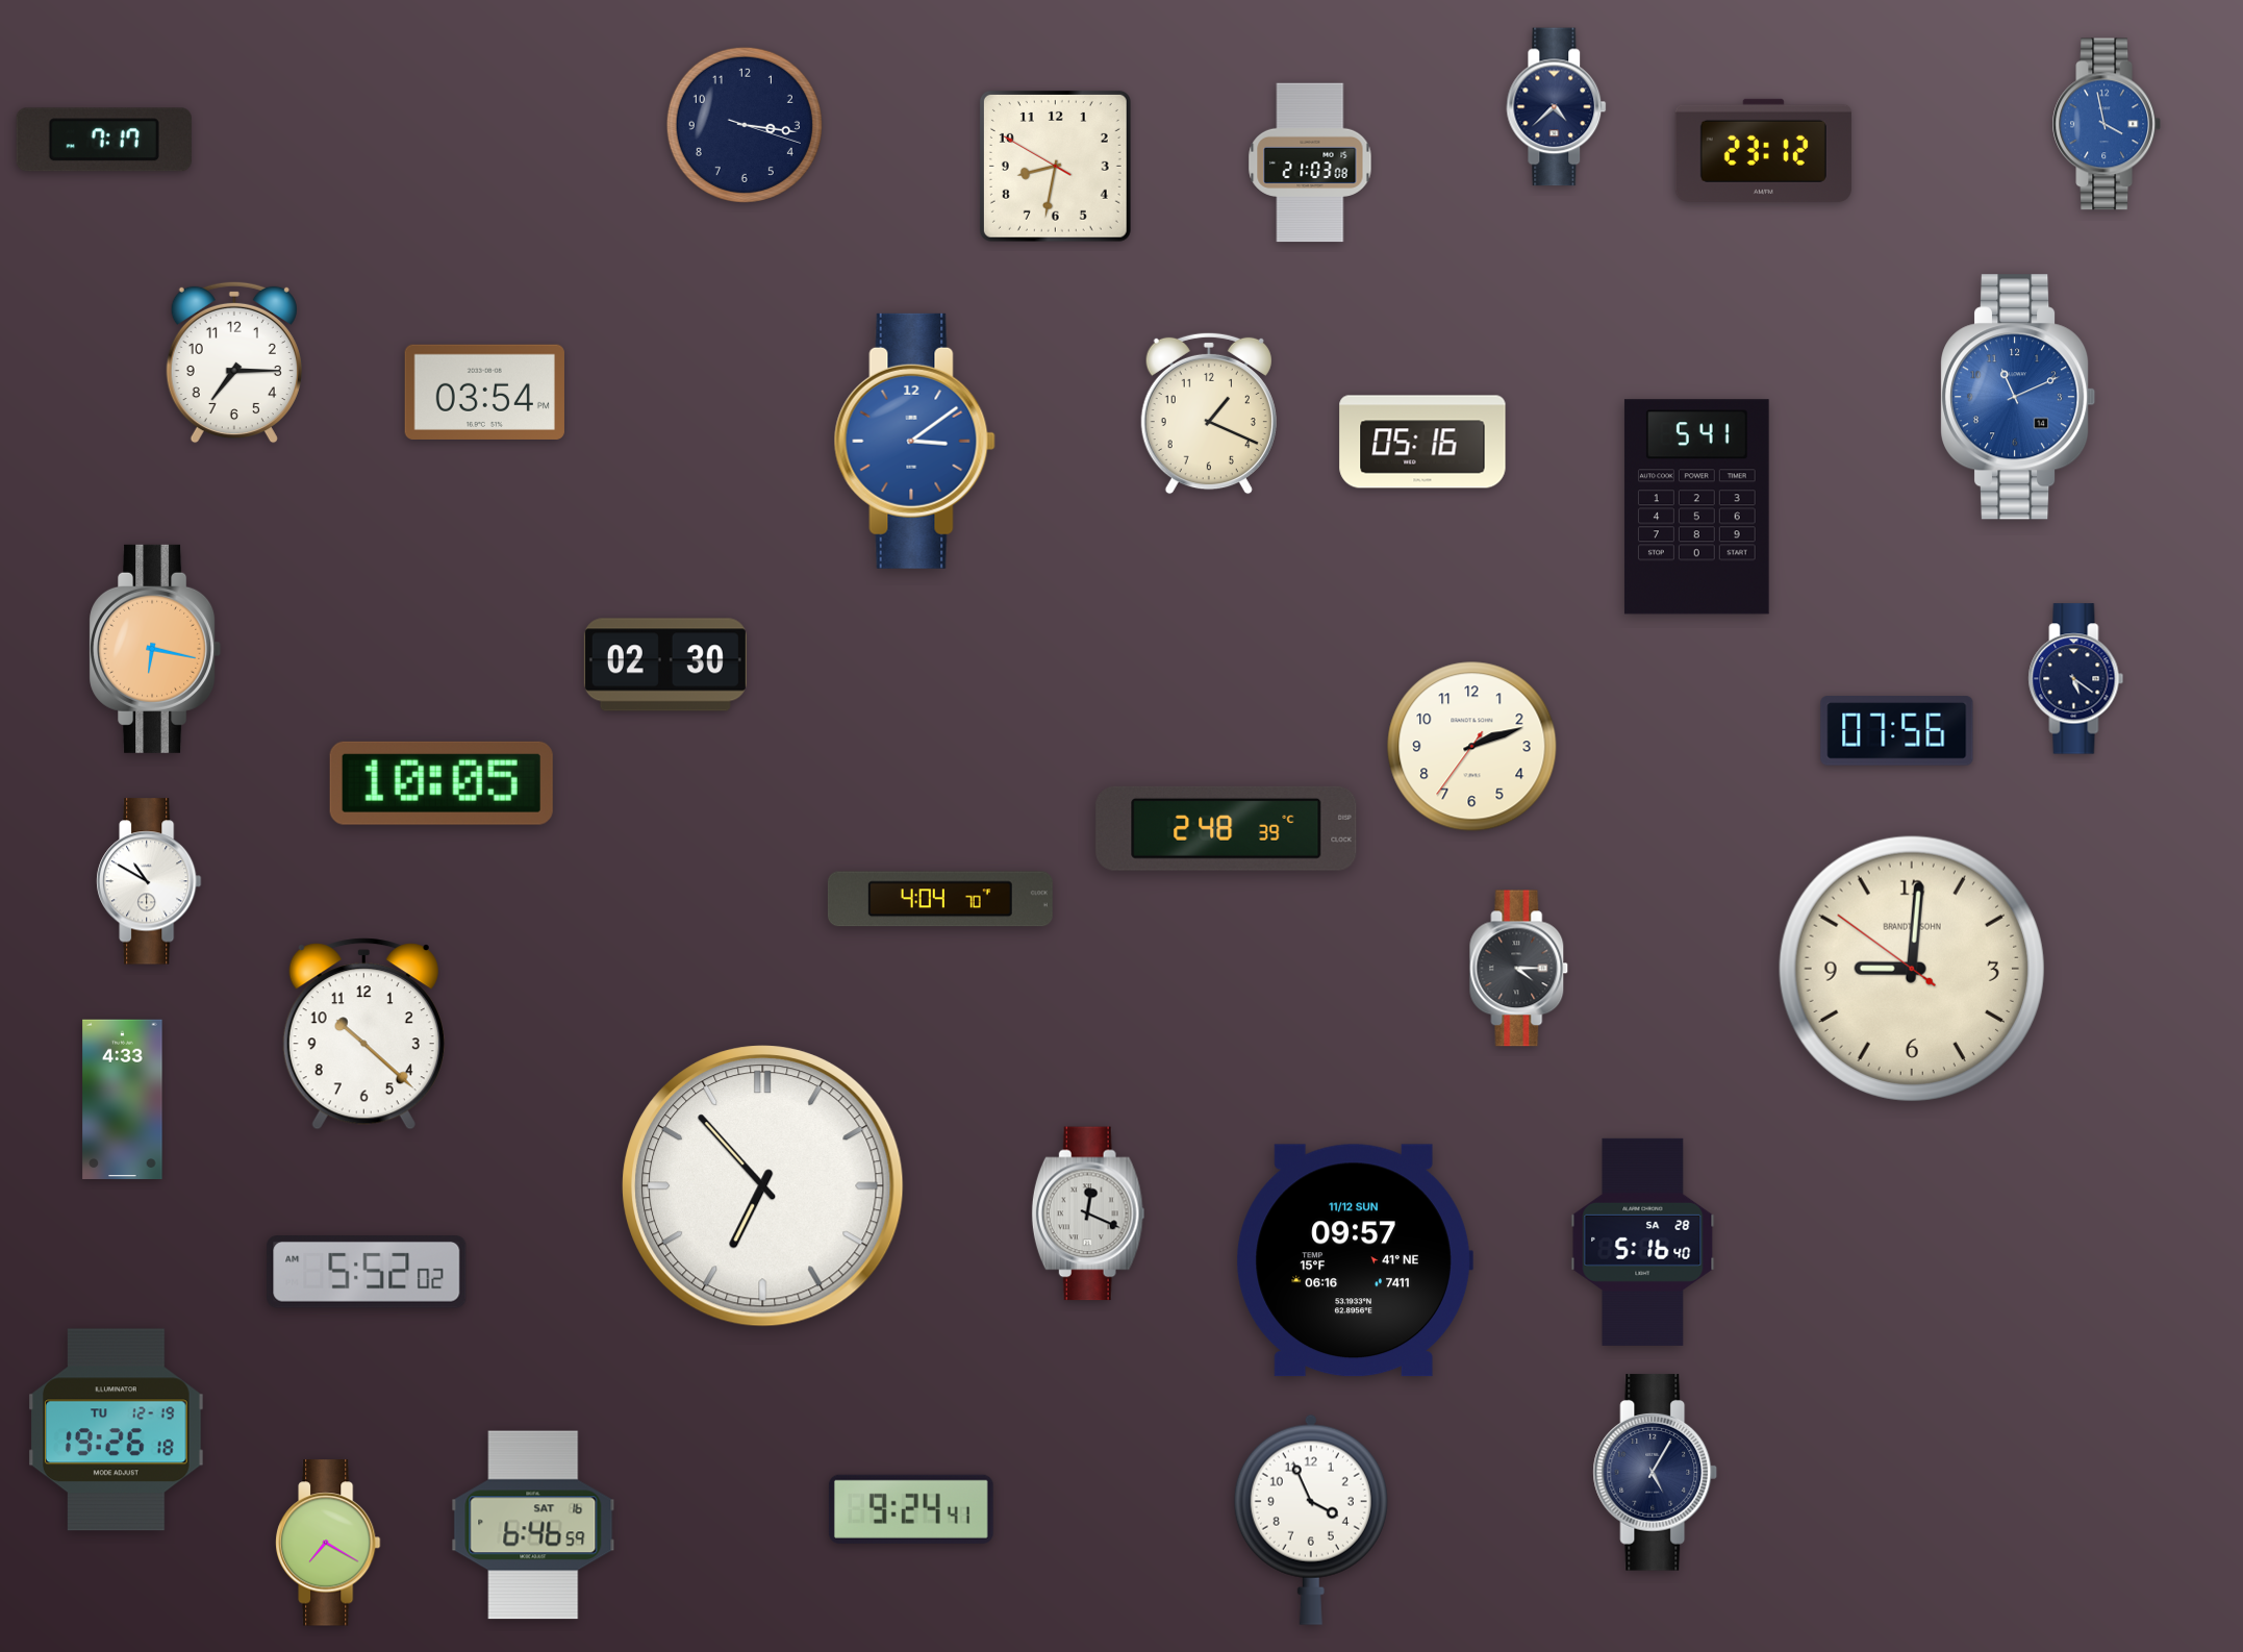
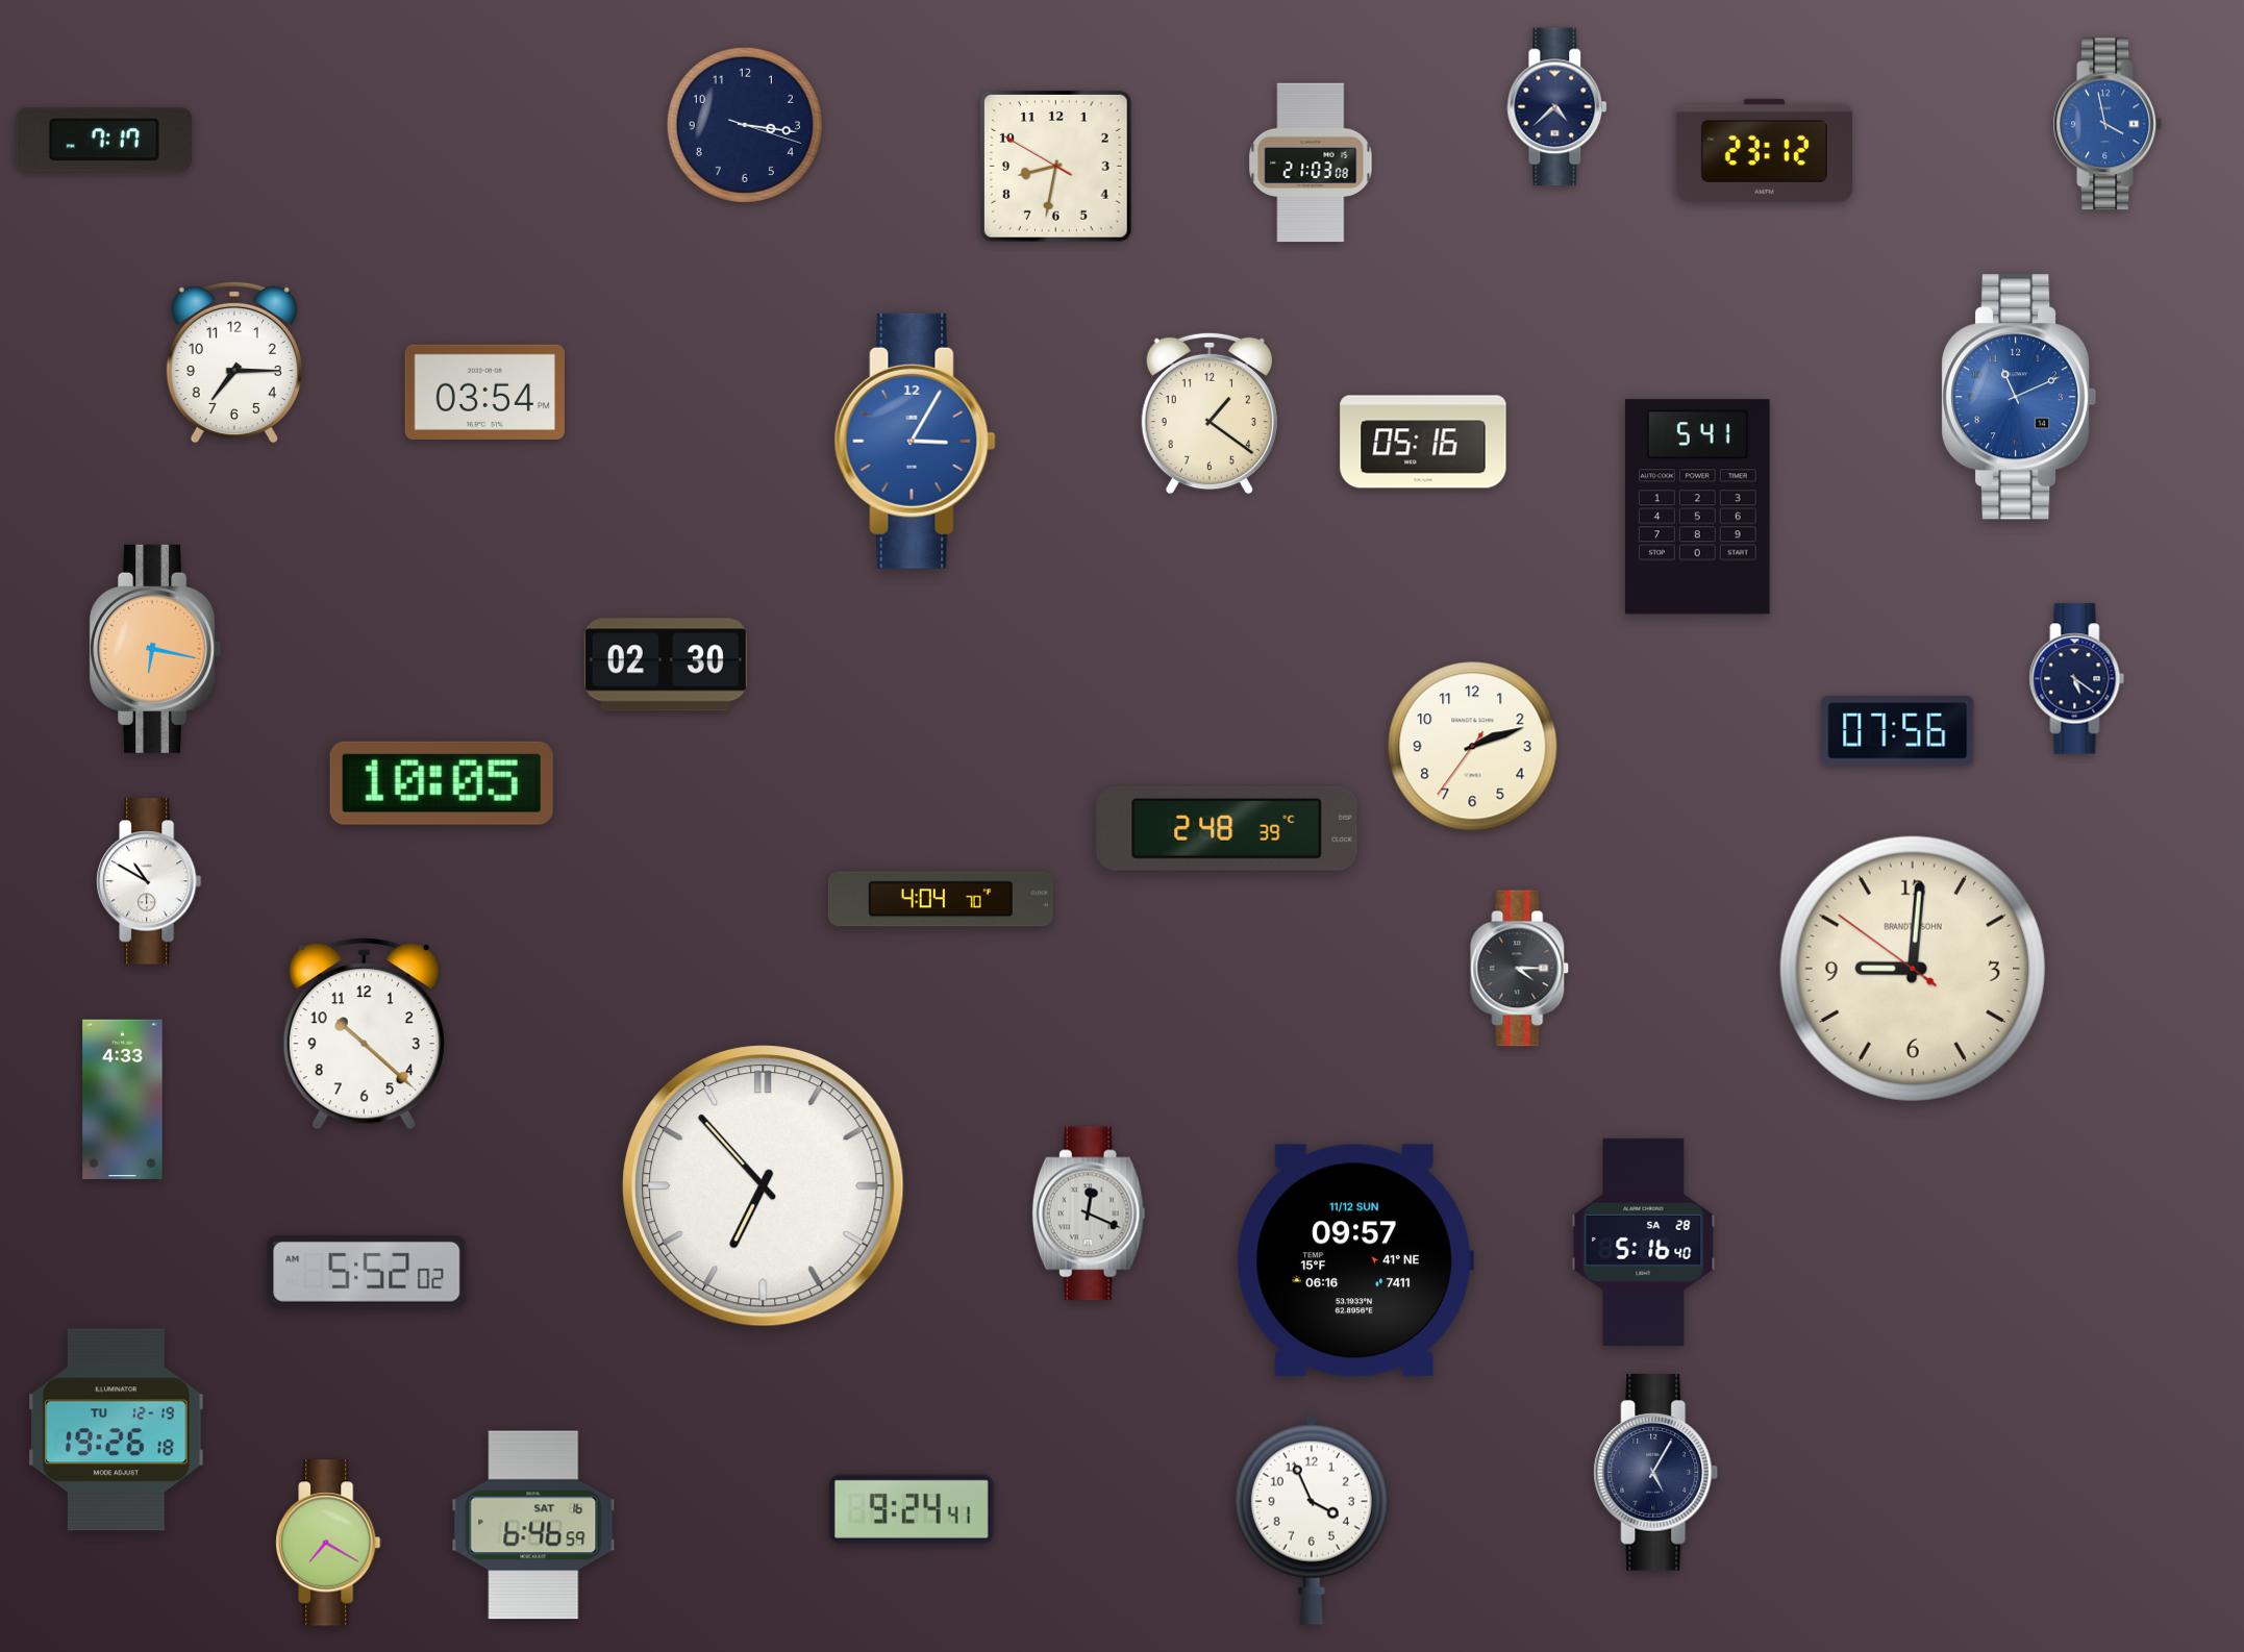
clock at (1209, 414): 1:19 -> 1:21
clock at (914, 441): 3:09 -> 3:05
